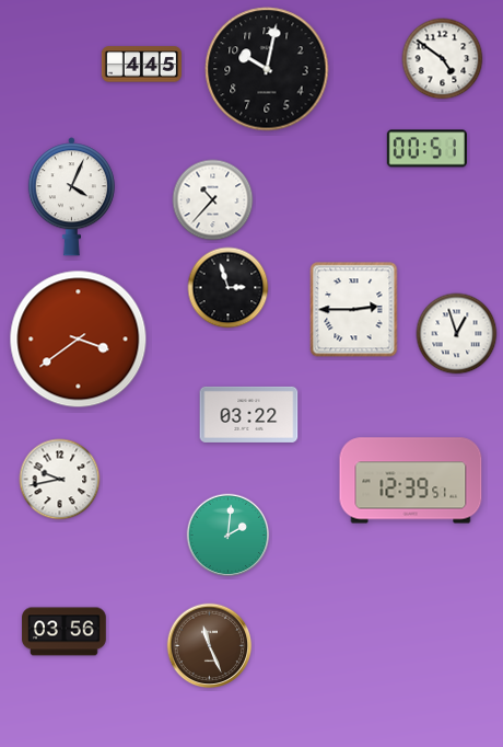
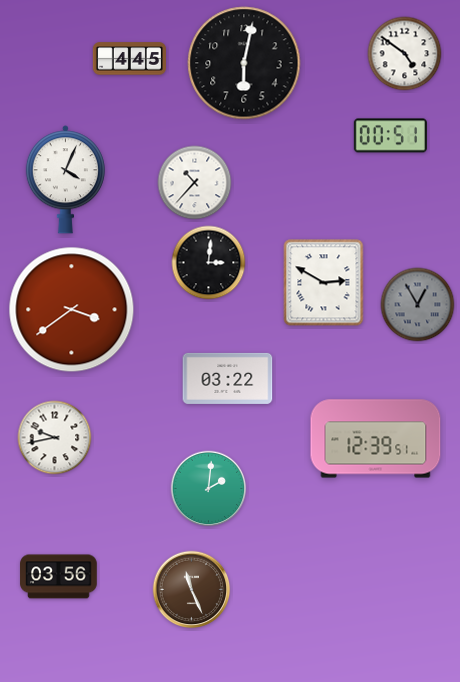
clock at (267, 69): 10:02 -> 6:02
clock at (229, 288): 2:57 -> 3:01
clock at (354, 310): 2:45 -> 2:50
clock at (457, 334): 12:57 -> 12:55
clock at (457, 334) dial: white -> grey
